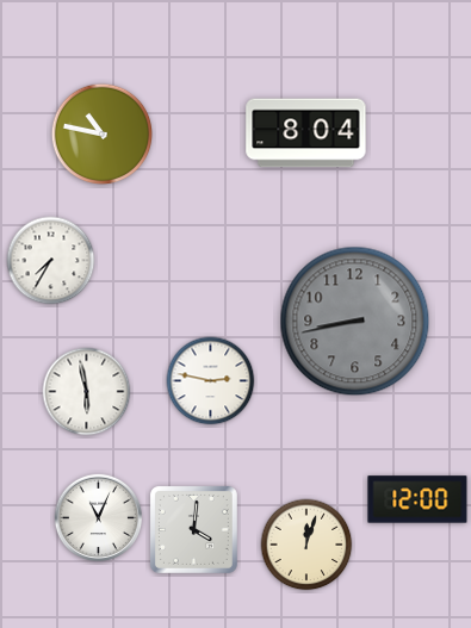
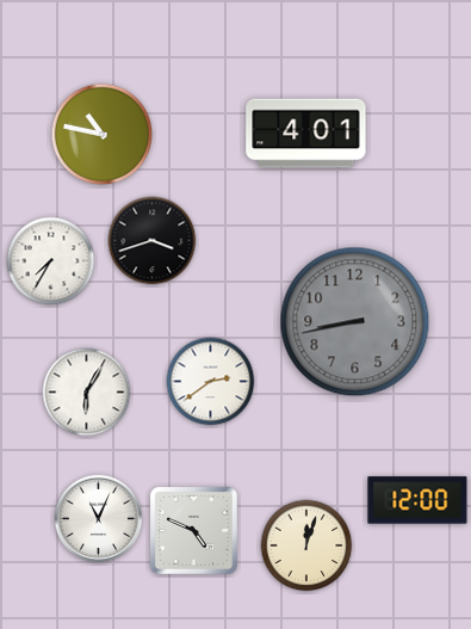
clock at (306, 133): 8:04 -> 4:01
clock at (153, 241): none -> 3:42
clock at (211, 381): 2:47 -> 2:39
clock at (87, 392): 5:58 -> 6:05
clock at (193, 529): 4:01 -> 4:49
